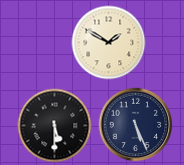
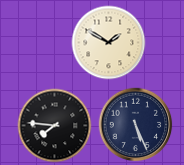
clock at (55, 126): 5:30 -> 7:46
